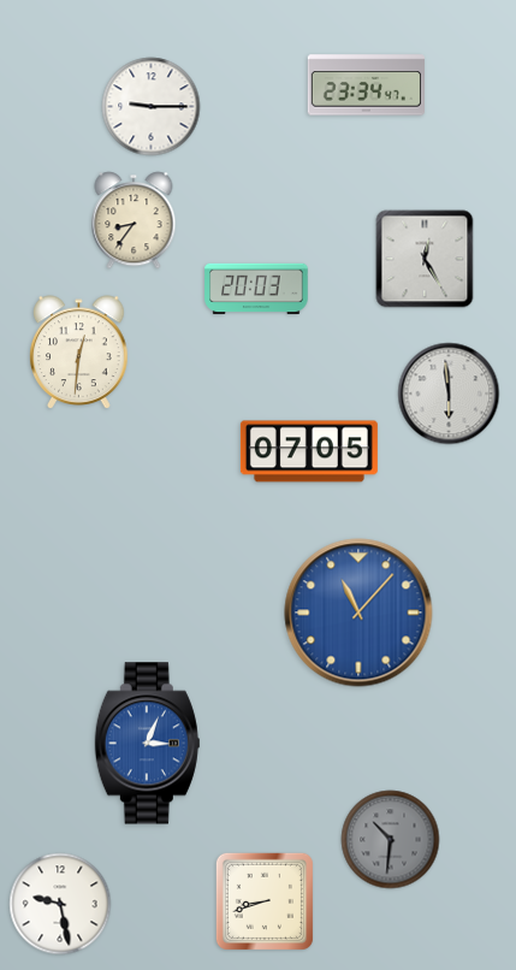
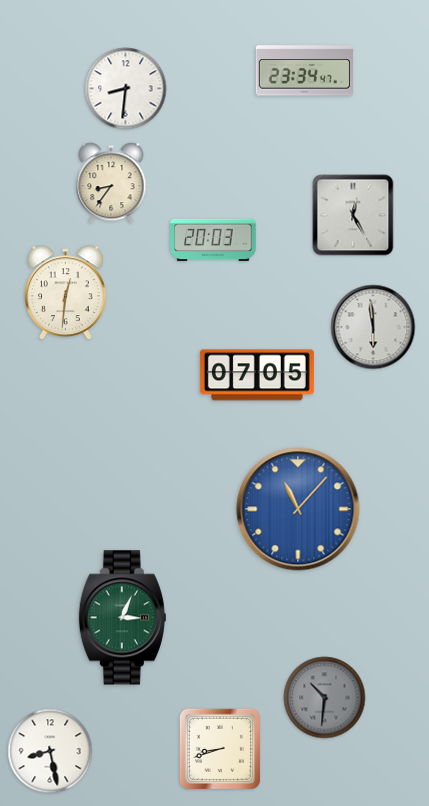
clock at (152, 107): 9:15 -> 8:31
clock at (147, 744) dial: blue -> green
clock at (60, 904): 9:28 -> 8:28
